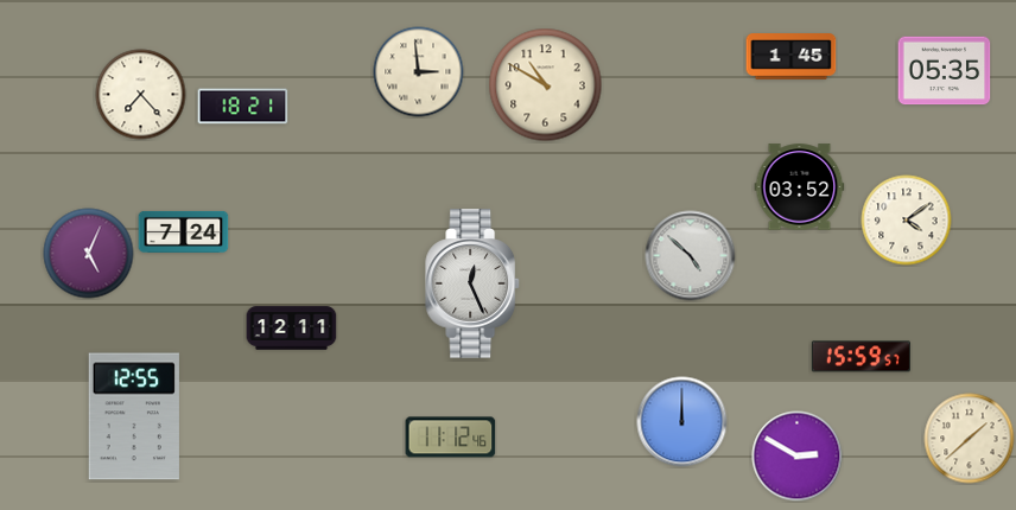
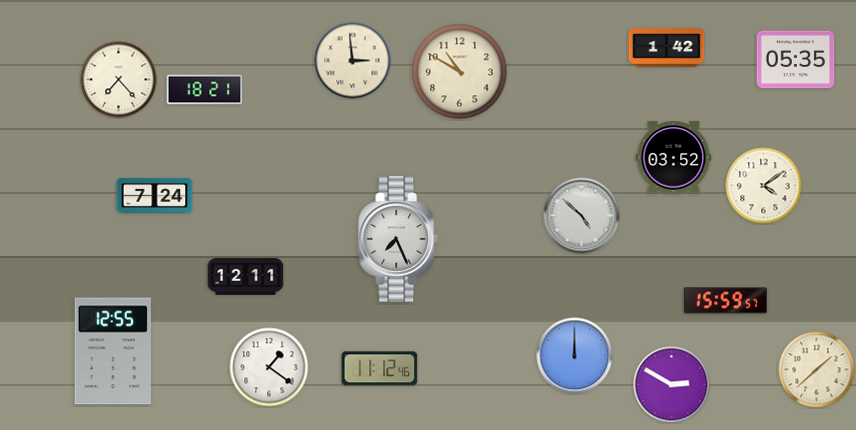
clock at (792, 57): 1:45 -> 1:42
clock at (89, 254): 5:04 -> none
clock at (474, 283): 12:26 -> 7:26
clock at (269, 367): none -> 1:21
